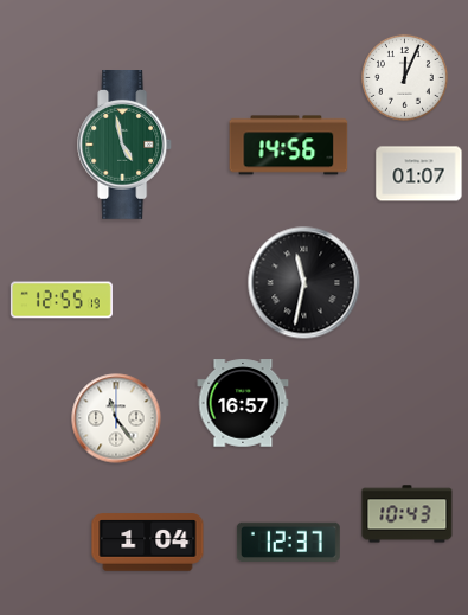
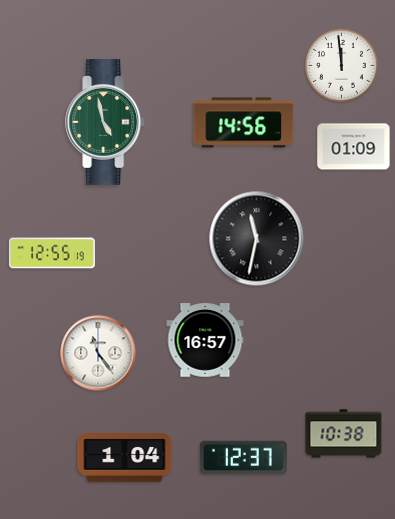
clock at (404, 77): 12:04 -> 11:59
clock at (419, 174): 01:07 -> 01:09
clock at (408, 514): 10:43 -> 10:38
